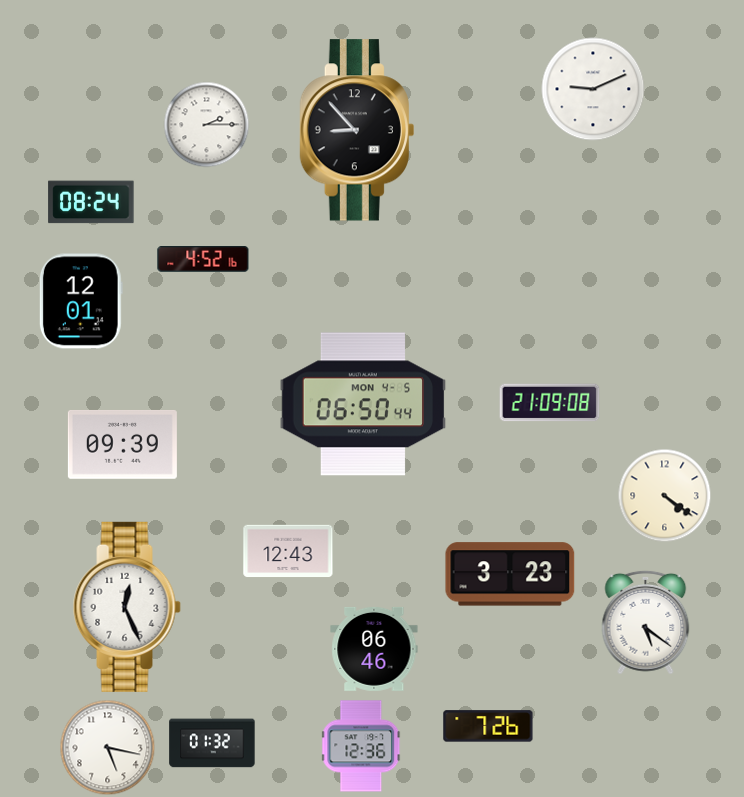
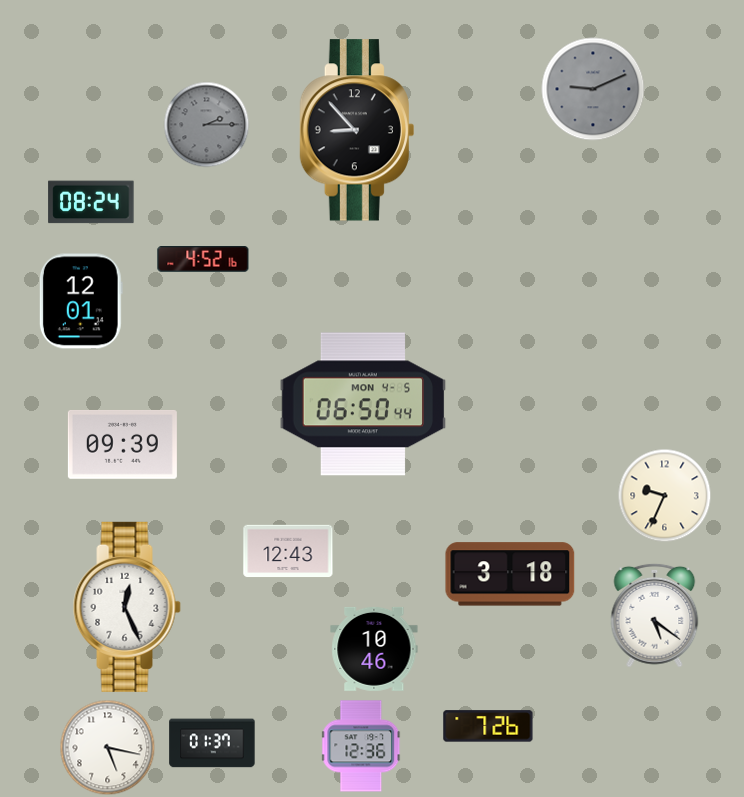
clock at (593, 89) dial: white -> grey
clock at (207, 125) dial: white -> grey
clock at (550, 403): 21:09 -> none
clock at (665, 496): 4:21 -> 9:34
clock at (510, 574): 3:23 -> 3:18
clock at (646, 622) position: (646, 622) -> (655, 615)
clock at (374, 649): 06:46 -> 10:46
clock at (212, 743): 01:32 -> 01:37
